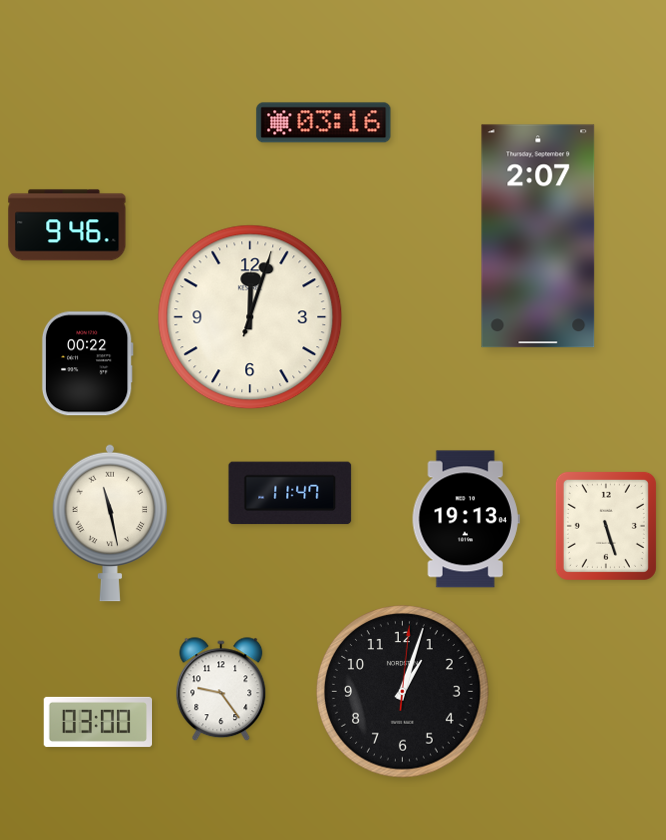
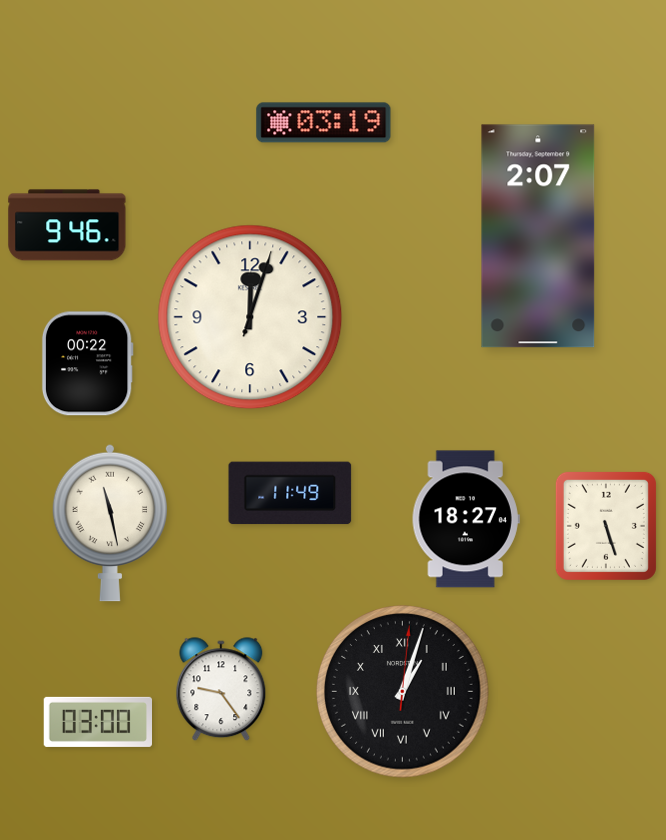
clock at (324, 123): 03:16 -> 03:19
clock at (290, 493): 11:47 -> 11:49
clock at (466, 519): 19:13 -> 18:27
clock at (403, 692) numerals: Arabic -> Roman
